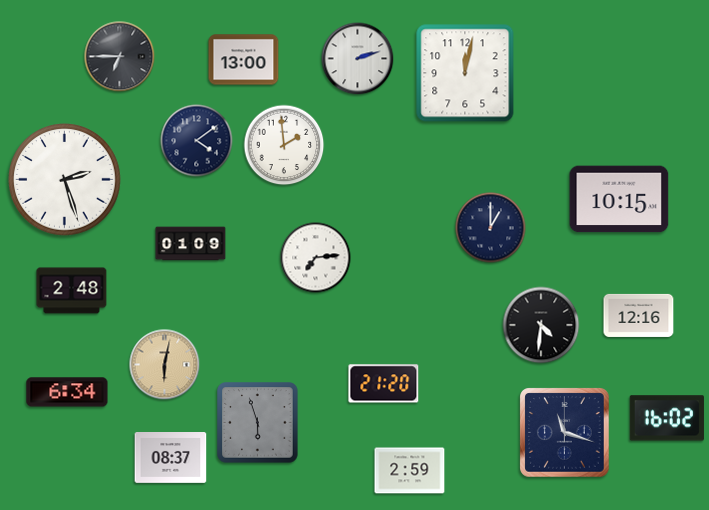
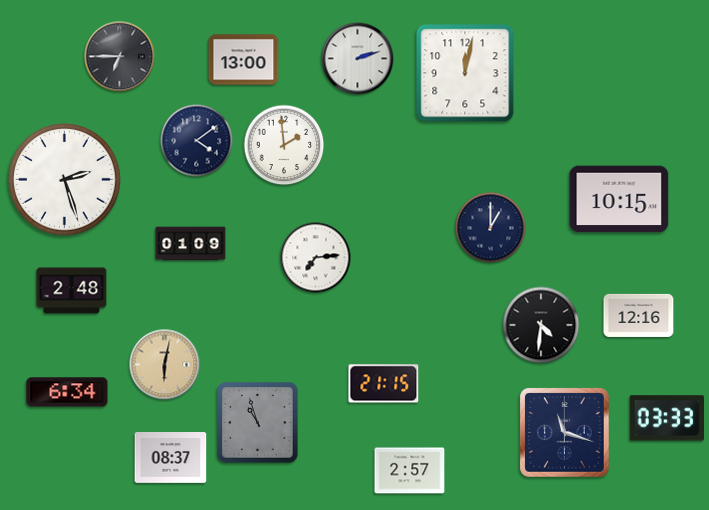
clock at (384, 384): 21:20 -> 21:15
clock at (667, 418): 16:02 -> 03:33
clock at (258, 423): 5:57 -> 10:57
clock at (410, 471): 2:59 -> 2:57
